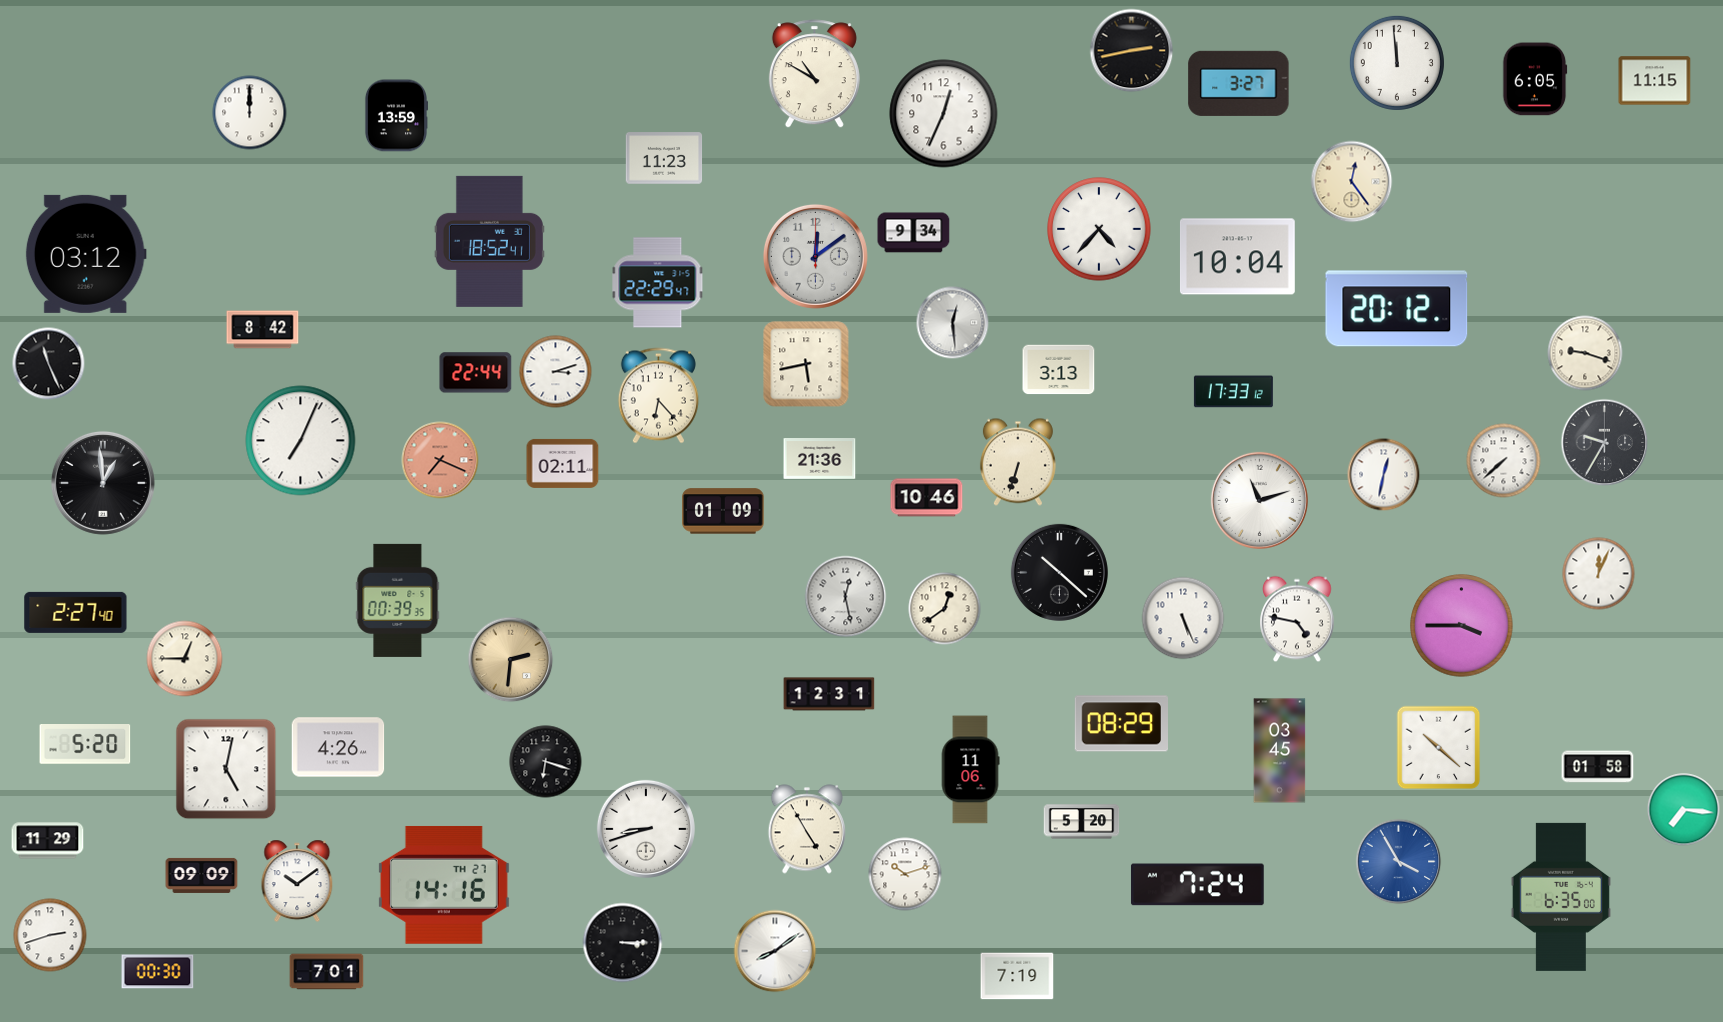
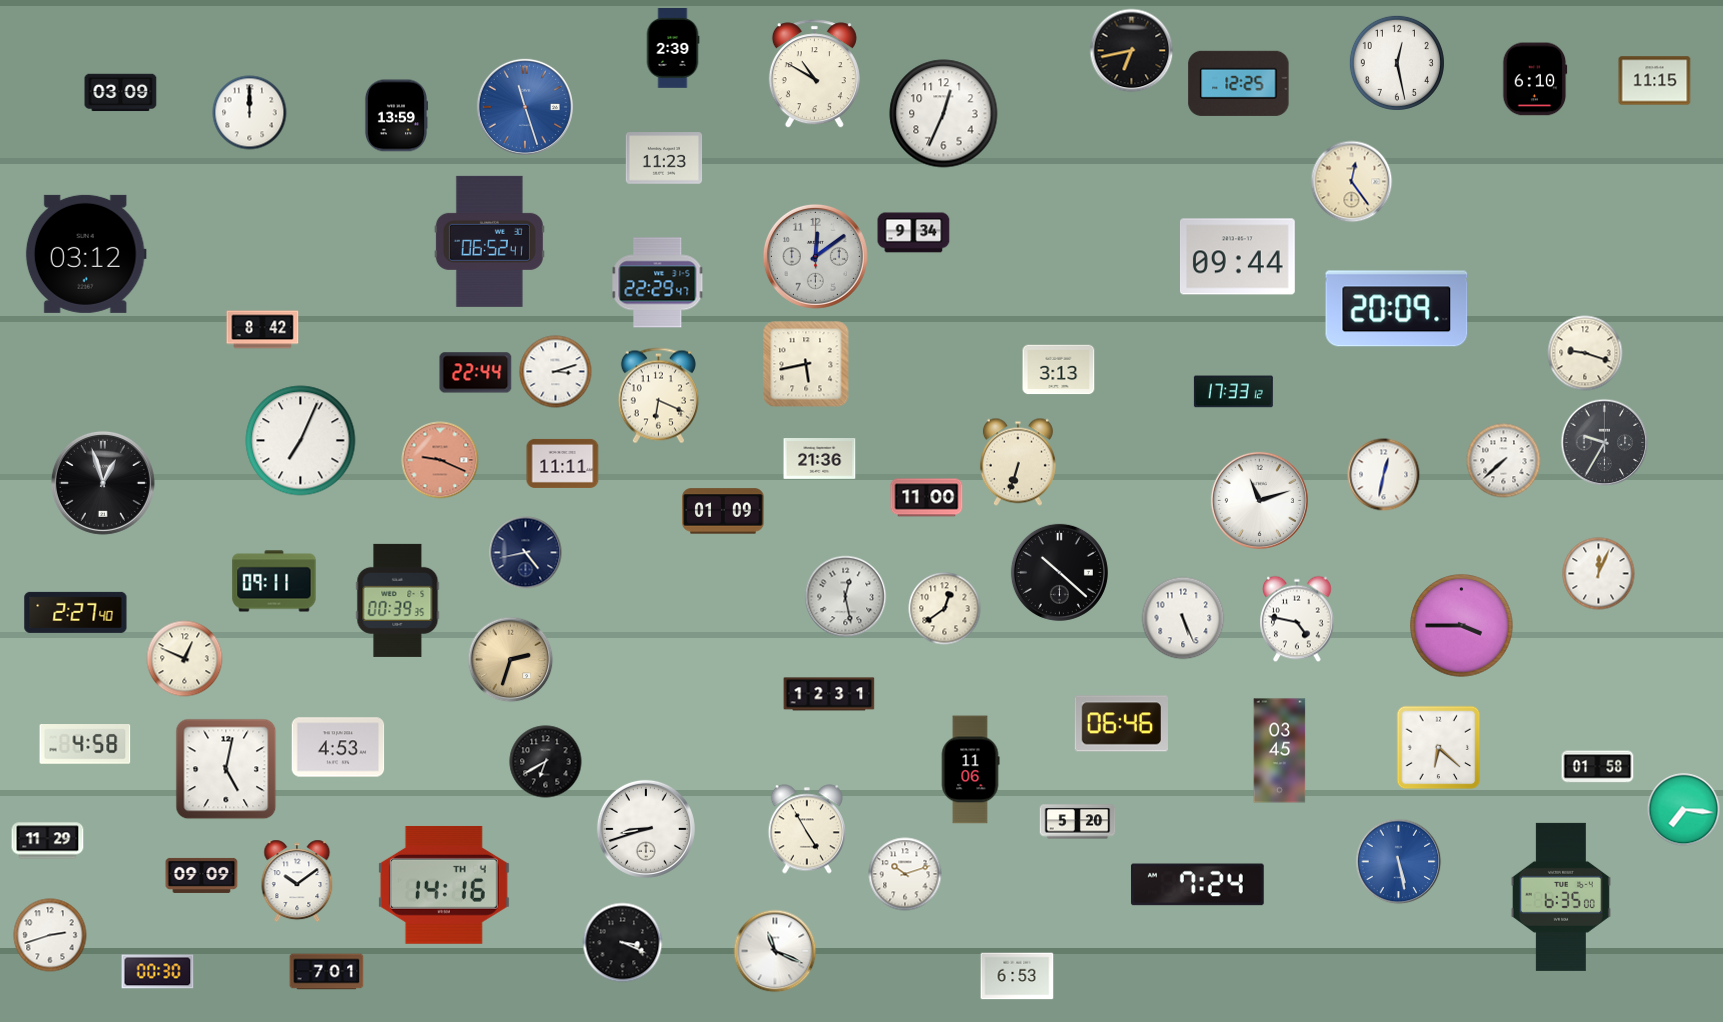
clock at (673, 49): none -> 2:39
clock at (1132, 51): 2:43 -> 6:43
clock at (1397, 63): 11:59 -> 12:28
clock at (1535, 79): 6:05 -> 6:10
clock at (1239, 83): 3:27 -> 12:25
clock at (121, 93): none -> 03:09
clock at (525, 107): none -> 11:27
clock at (1099, 229): 4:37 -> none
clock at (489, 241): 18:52 -> 06:52
clock at (1237, 257): 10:04 -> 09:44
clock at (1397, 309): 20:12 -> 20:09
clock at (953, 323): 12:29 -> none
clock at (49, 364): 11:26 -> none
clock at (658, 396): 6:23 -> 6:19
clock at (440, 460): 7:19 -> 9:19
clock at (563, 463): 02:11 -> 11:11
clock at (103, 483): 12:59 -> 12:57
clock at (927, 498): 10:46 -> 11:00
clock at (526, 553): none -> 4:43
clock at (274, 581): none -> 09:11
clock at (185, 659): 12:45 -> 12:49
clock at (511, 660): 2:31 -> 2:33
clock at (1121, 724): 08:29 -> 06:46
clock at (85, 745): 5:20 -> 4:58
clock at (338, 747): 4:26 -> 4:53
clock at (1439, 748): 10:22 -> 6:22
clock at (546, 762): 6:18 -> 6:40
clock at (1082, 822) position: (1082, 822) -> (1078, 822)
clock at (1399, 862): 3:55 -> 5:28
clock at (444, 885) date: TH 27 -> TH 4
clock at (623, 943): 3:15 -> 3:19
clock at (775, 951): 8:09 -> 11:19
clock at (1017, 976): 7:19 -> 6:53
